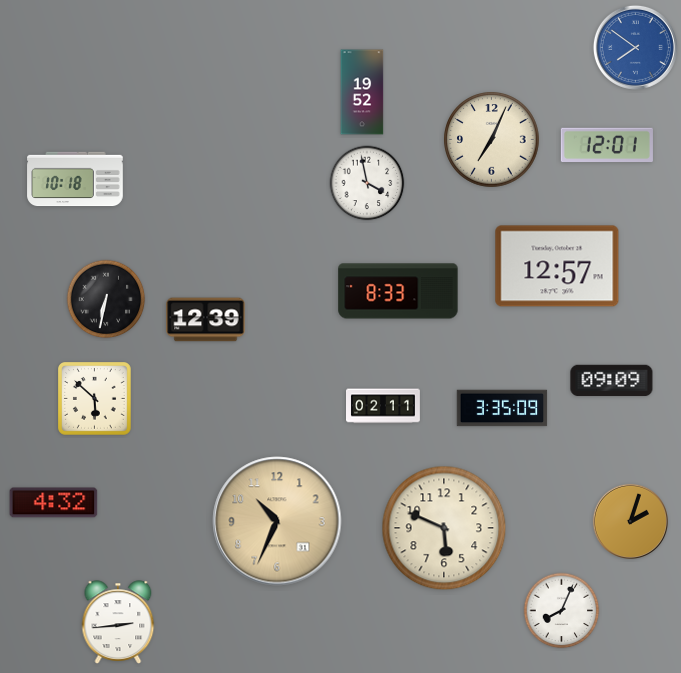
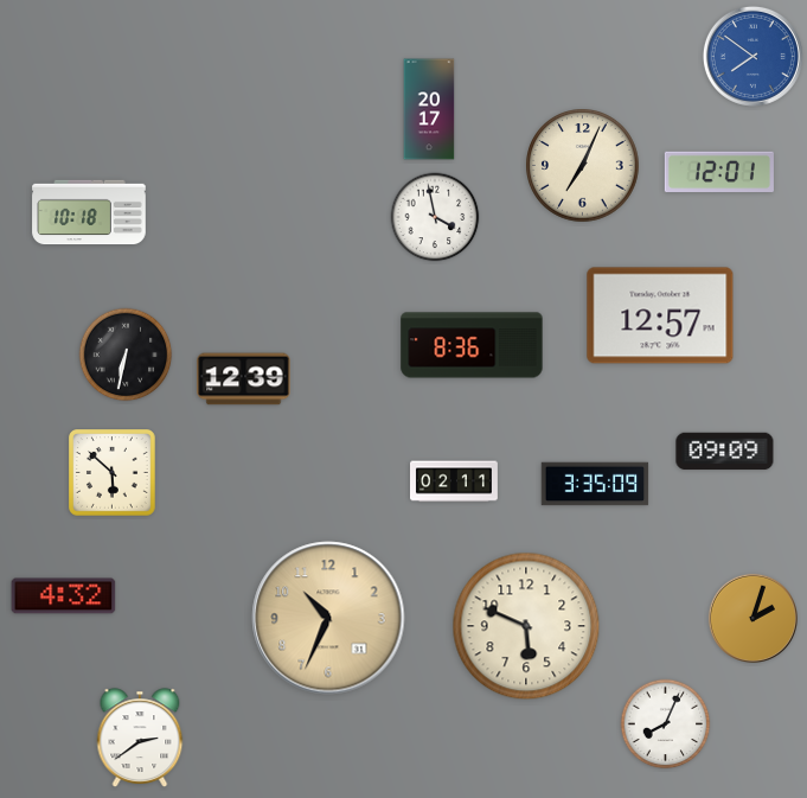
clock at (362, 92): 19:52 -> 20:17
clock at (398, 291): 8:33 -> 8:36
clock at (630, 521) position: (630, 521) -> (752, 618)
clock at (118, 622): 2:44 -> 2:39
